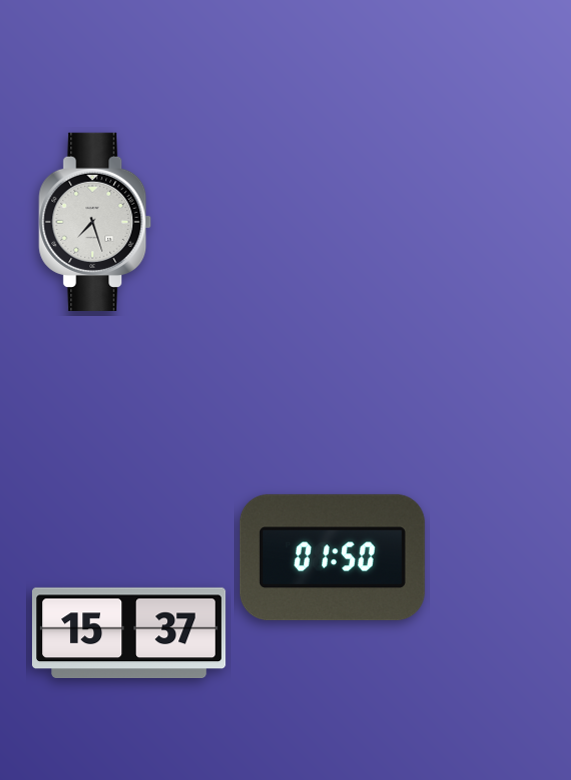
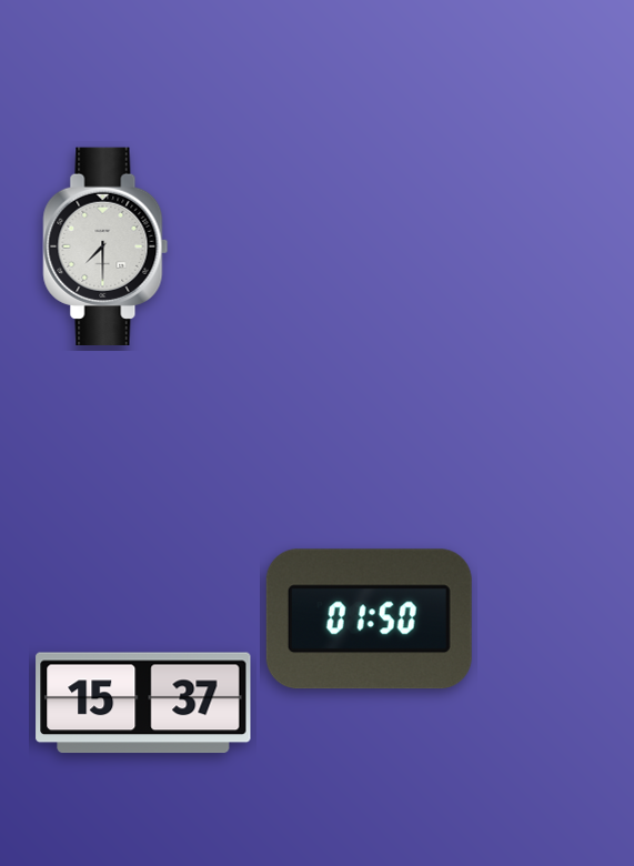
clock at (95, 221): 7:27 -> 7:30
